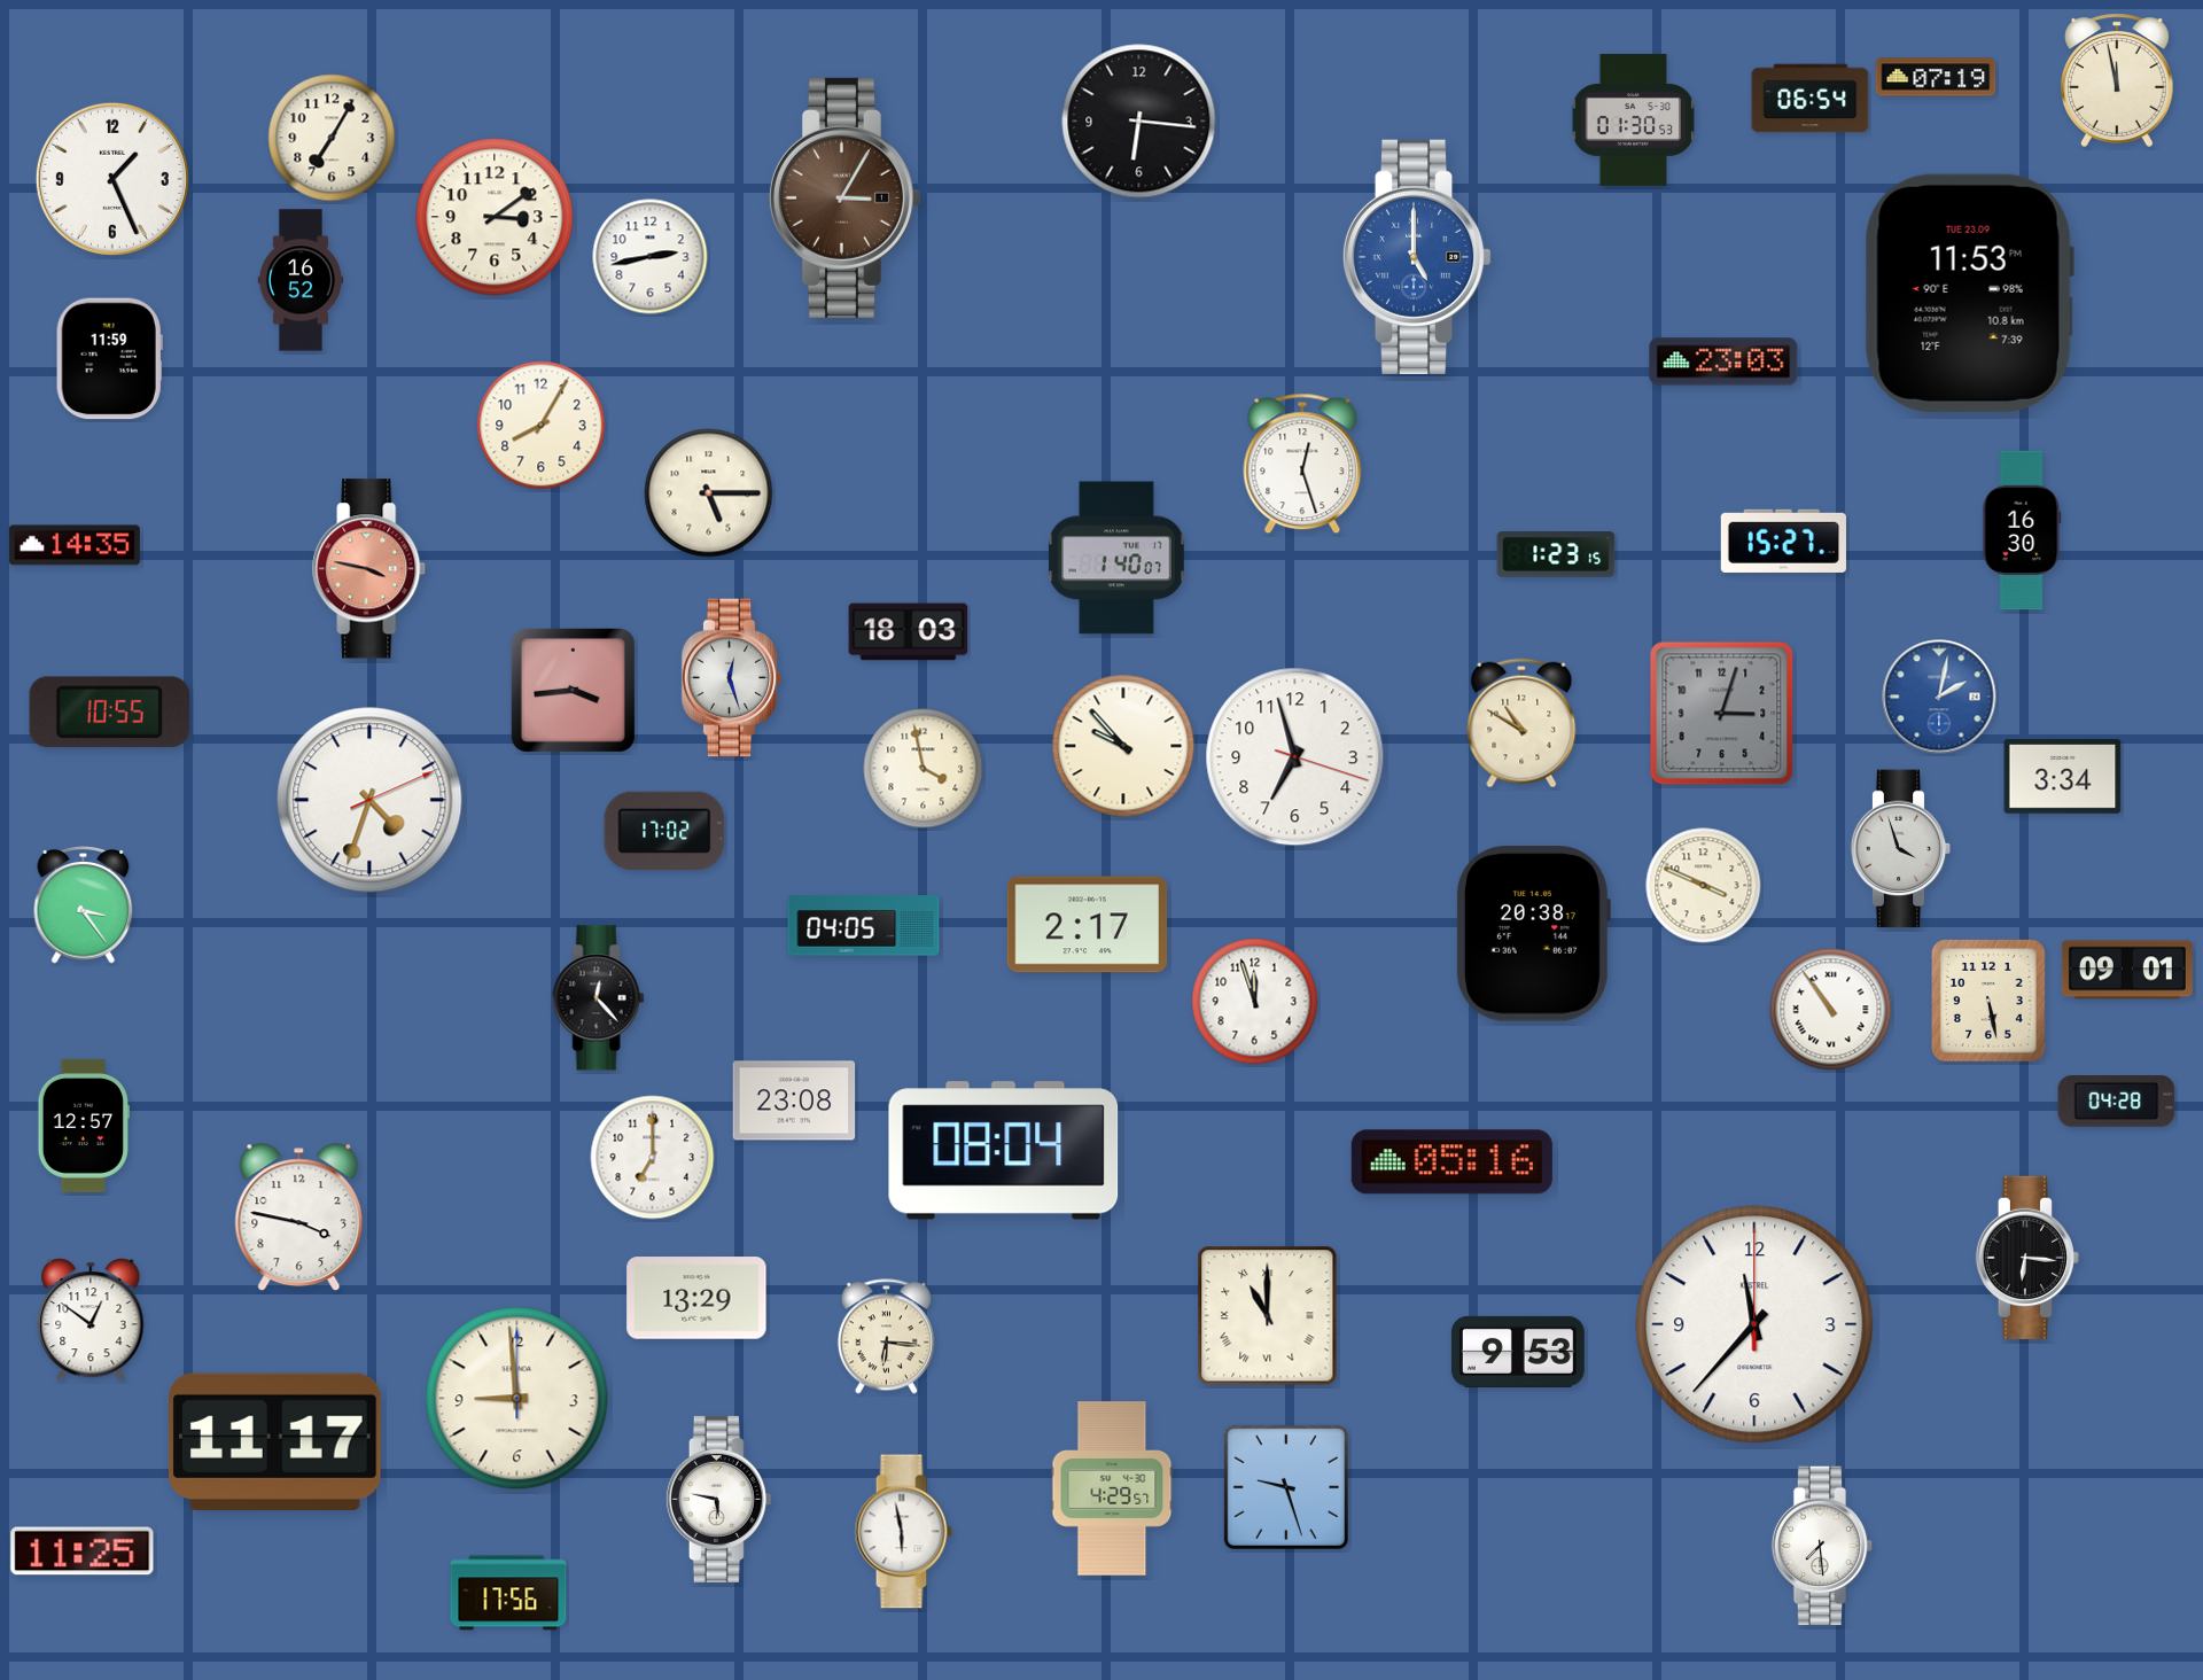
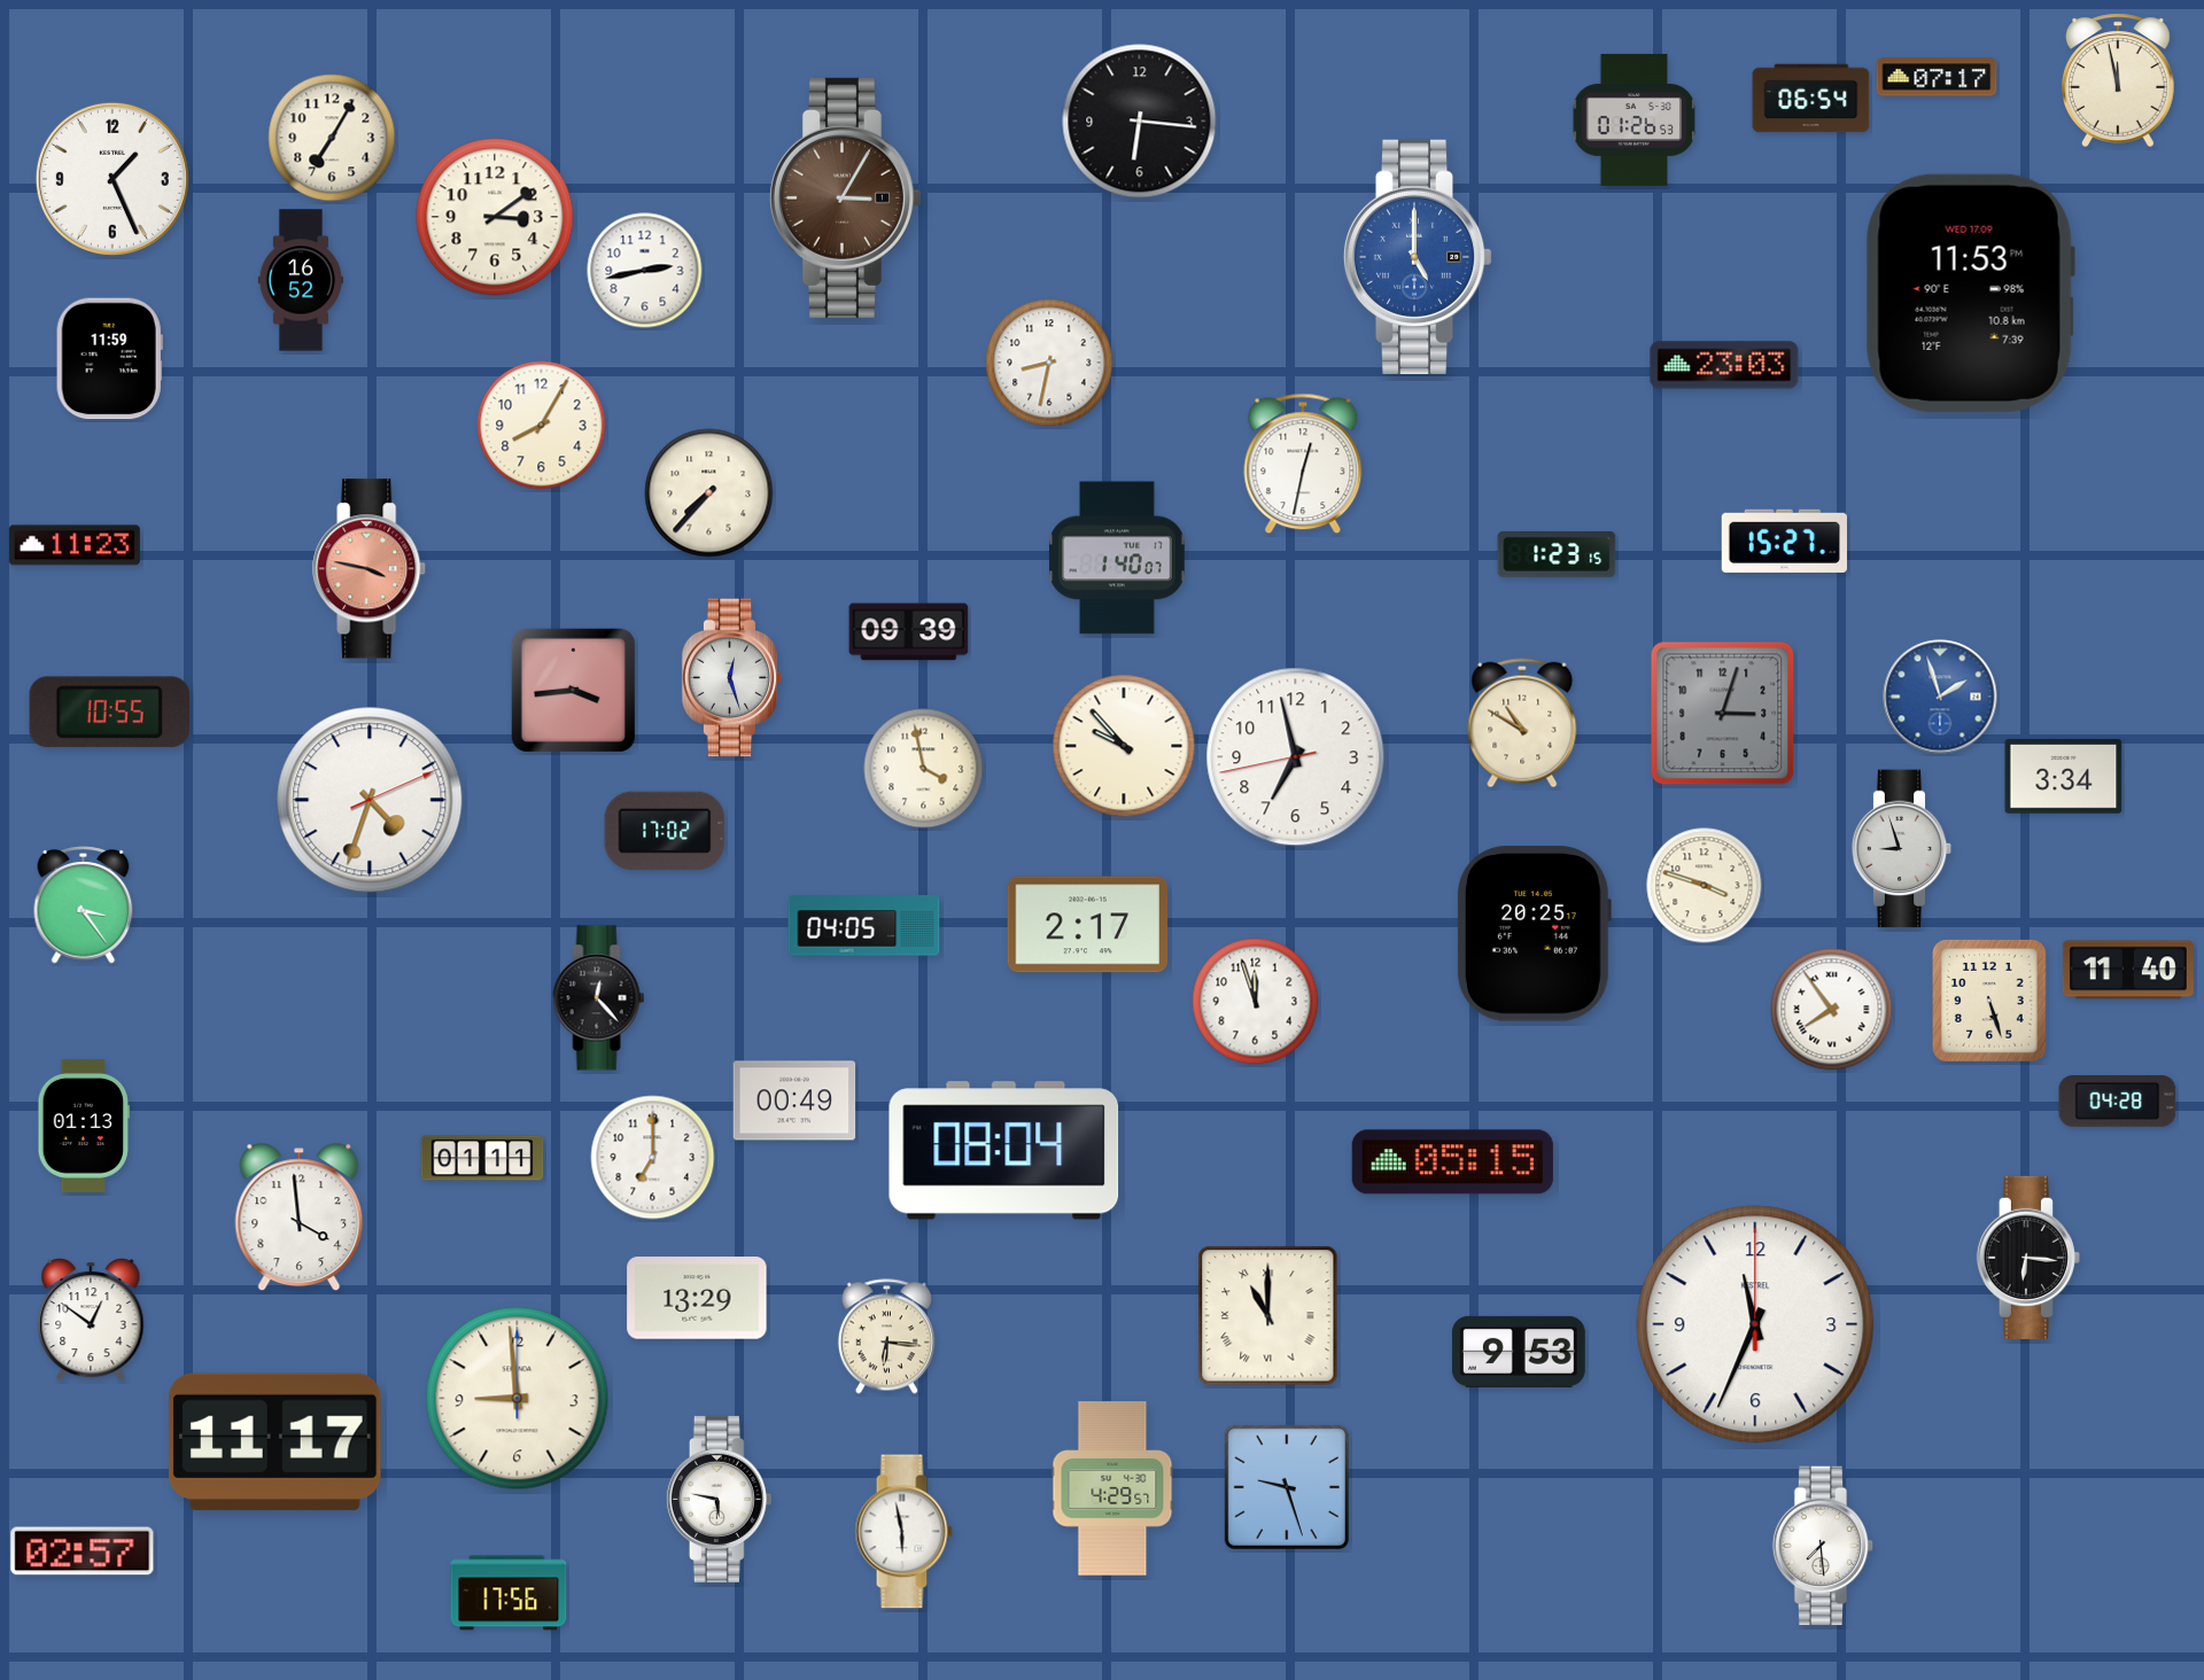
clock at (1936, 77): 07:19 -> 07:17
clock at (1633, 119): 01:30 -> 01:26
clock at (651, 257) position: (651, 257) -> (645, 271)
clock at (1969, 293) date: TUE 23.09 -> WED 17.09
clock at (1723, 361) position: (1723, 361) -> (1724, 365)
clock at (1049, 363): none -> 8:32
clock at (1302, 464): 12:27 -> 12:32
clock at (709, 493): 5:15 -> 7:37
clock at (2022, 530): 16:30 -> none
clock at (75, 545): 14:35 -> 11:23
clock at (909, 632): 18:03 -> 09:39
clock at (1939, 697): 2:02 -> 1:57
clock at (1295, 757): 6:57:18 -> 6:57:43
clock at (1901, 849): 3:57 -> 8:57
clock at (1704, 886): 3:49 -> 3:48
clock at (1533, 934): 20:38 -> 20:25
clock at (2127, 970): 09:01 -> 11:40
clock at (1988, 1002): 5:28 -> 5:27
clock at (1831, 1010): 10:54 -> 7:54
clock at (794, 1100): 23:08 -> 00:49
clock at (84, 1126): 12:57 -> 01:13
clock at (482, 1158): none -> 01:11
clock at (1451, 1162): 05:16 -> 05:15
clock at (299, 1218): 3:47 -> 3:59
clock at (1754, 1324): 11:37 -> 11:34
clock at (83, 1551): 11:25 -> 02:57
